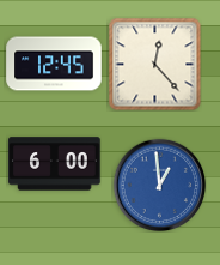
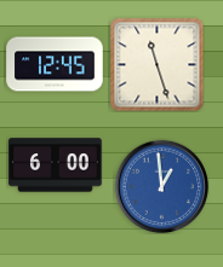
clock at (154, 64): 12:23 -> 11:27
